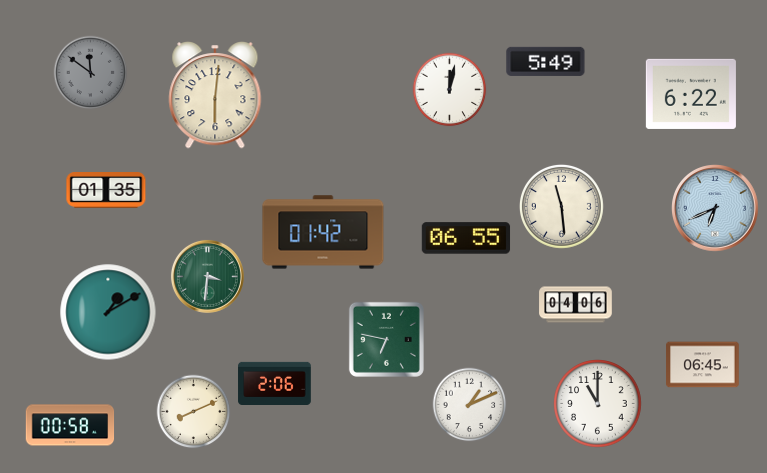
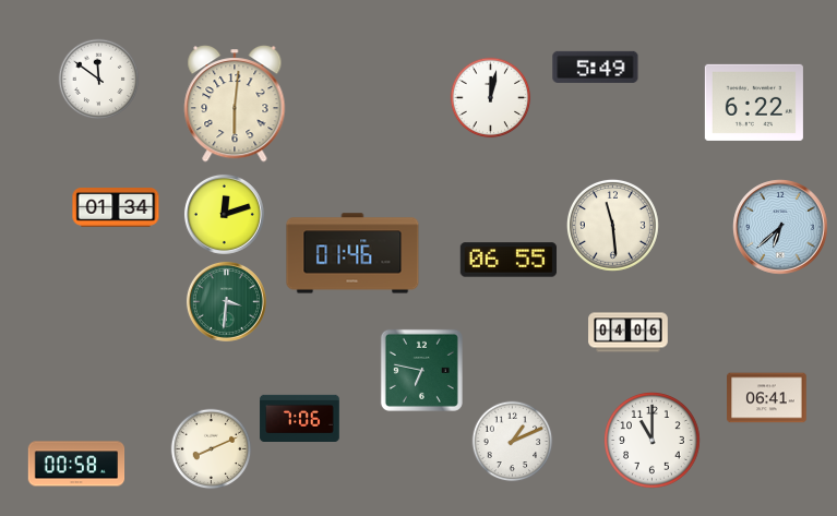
clock at (91, 73) dial: grey -> white
clock at (106, 191): 01:35 -> 01:34
clock at (224, 214): none -> 12:12
clock at (715, 208): 6:41 -> 6:38
clock at (323, 232): 01:42 -> 01:46
clock at (108, 312): 1:10 -> none
clock at (703, 365): 06:45 -> 06:41
clock at (275, 383): 2:06 -> 7:06
